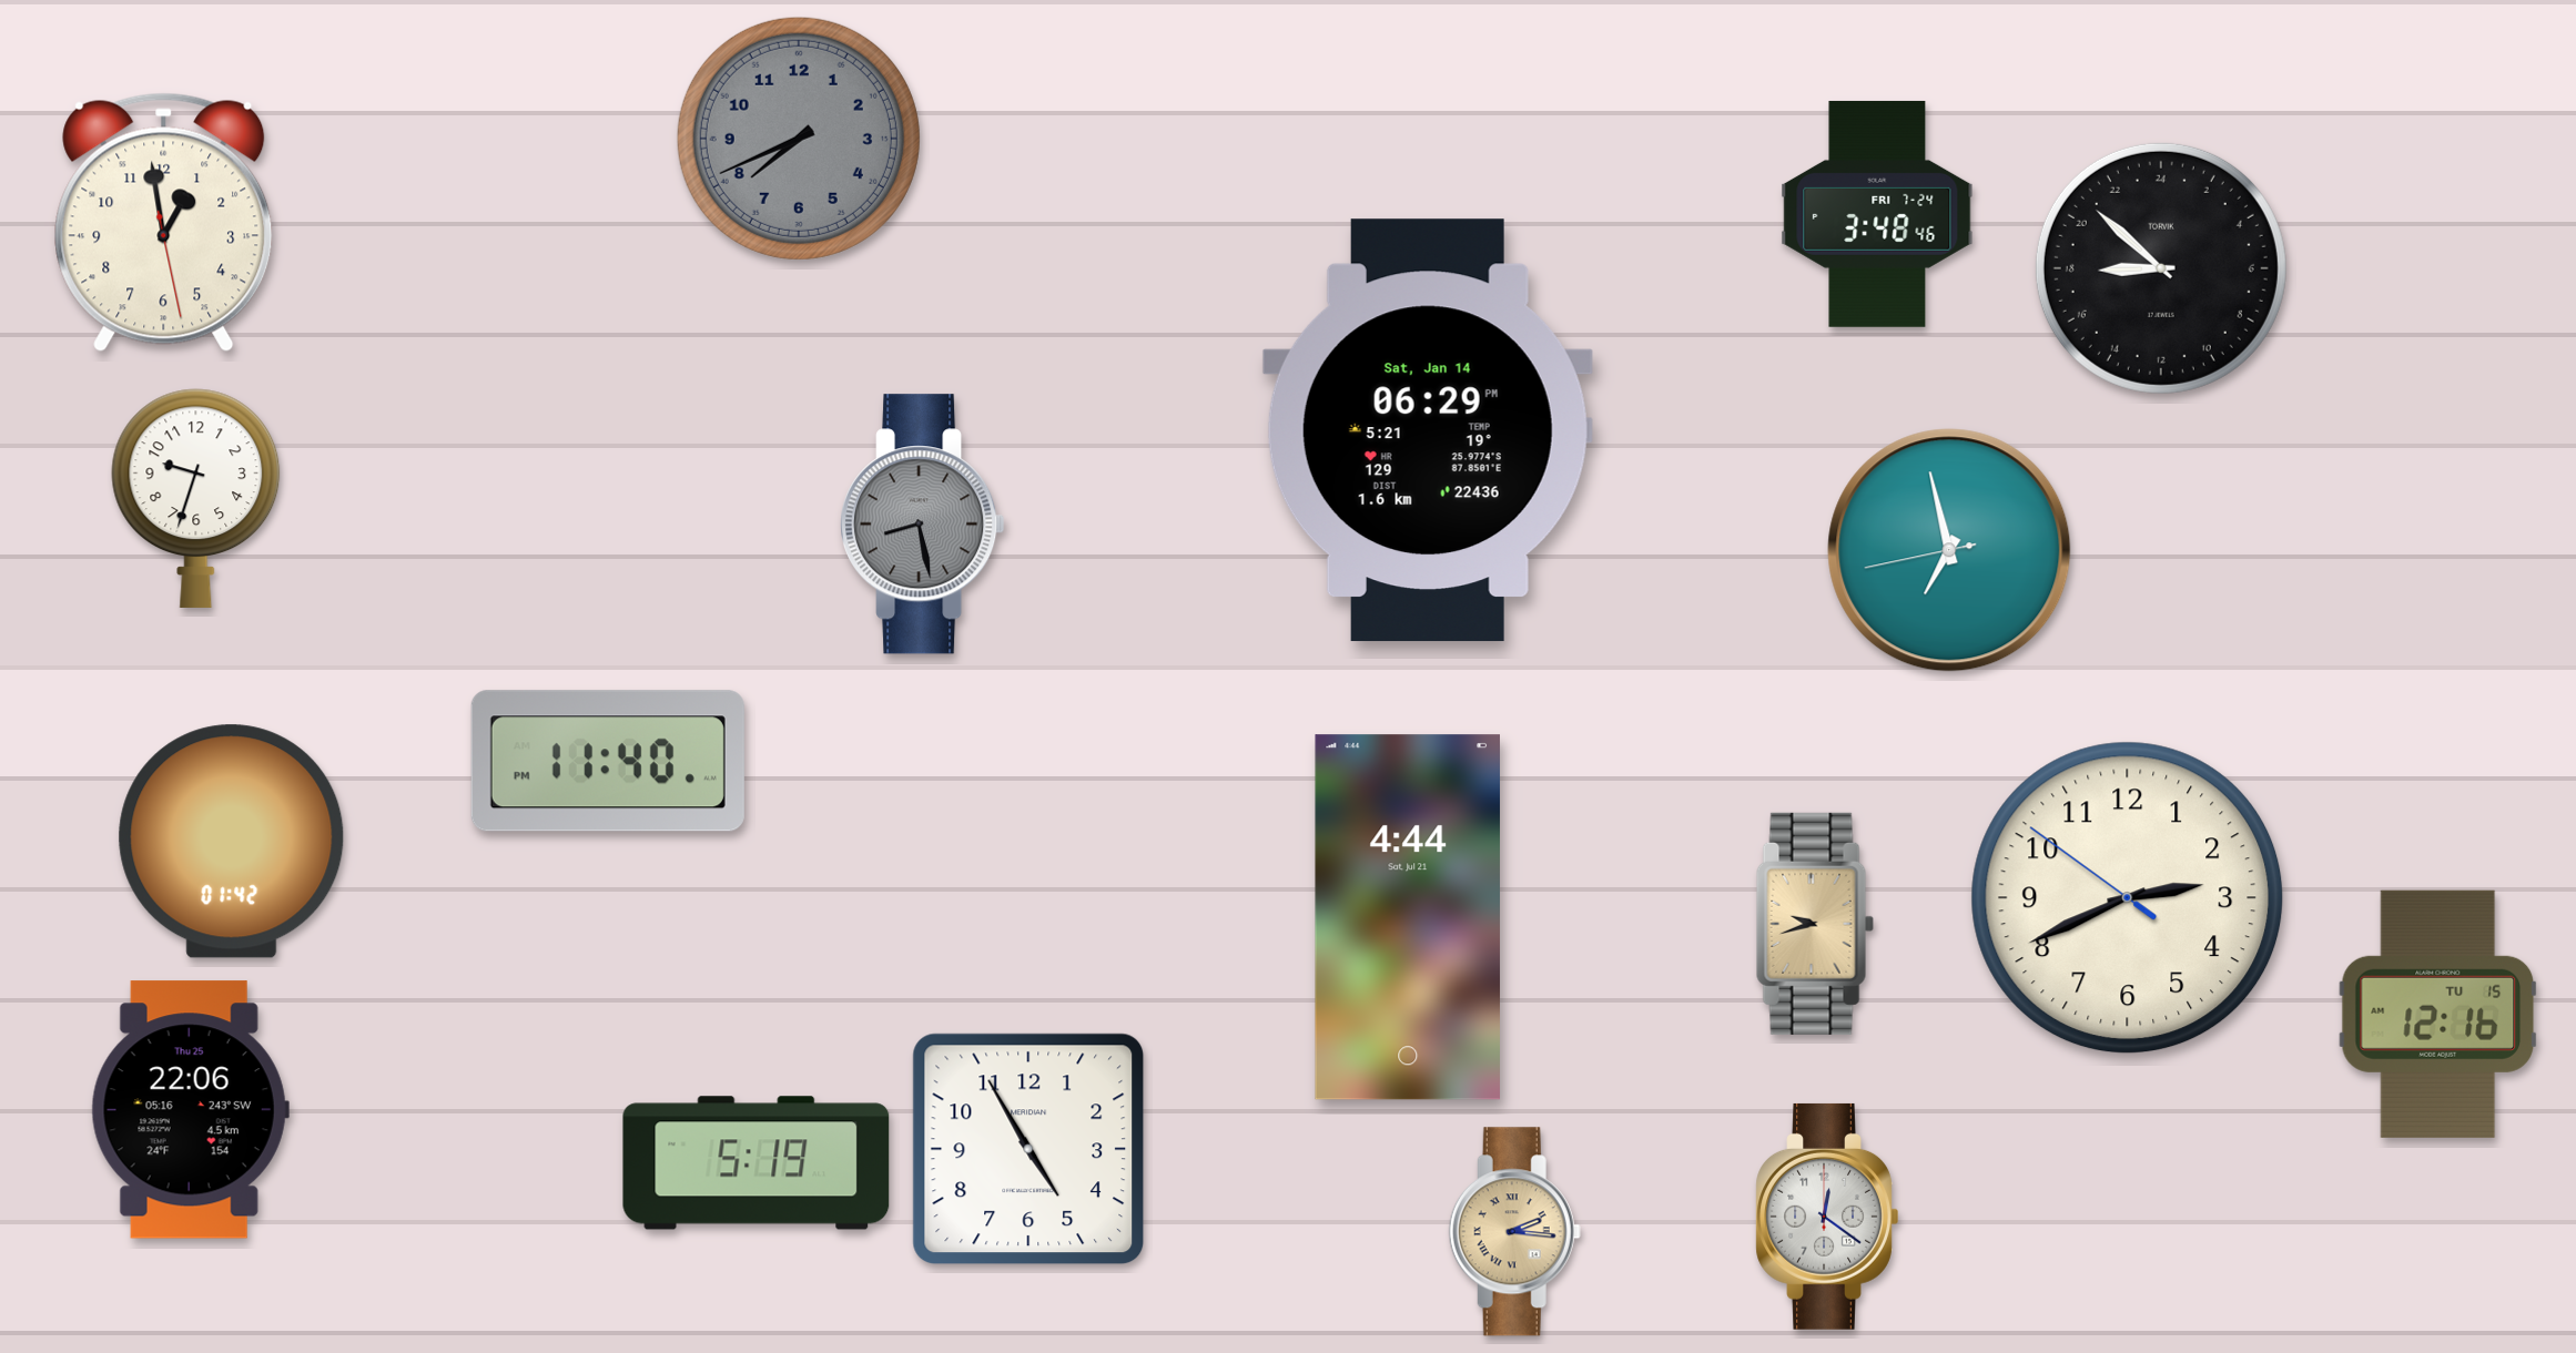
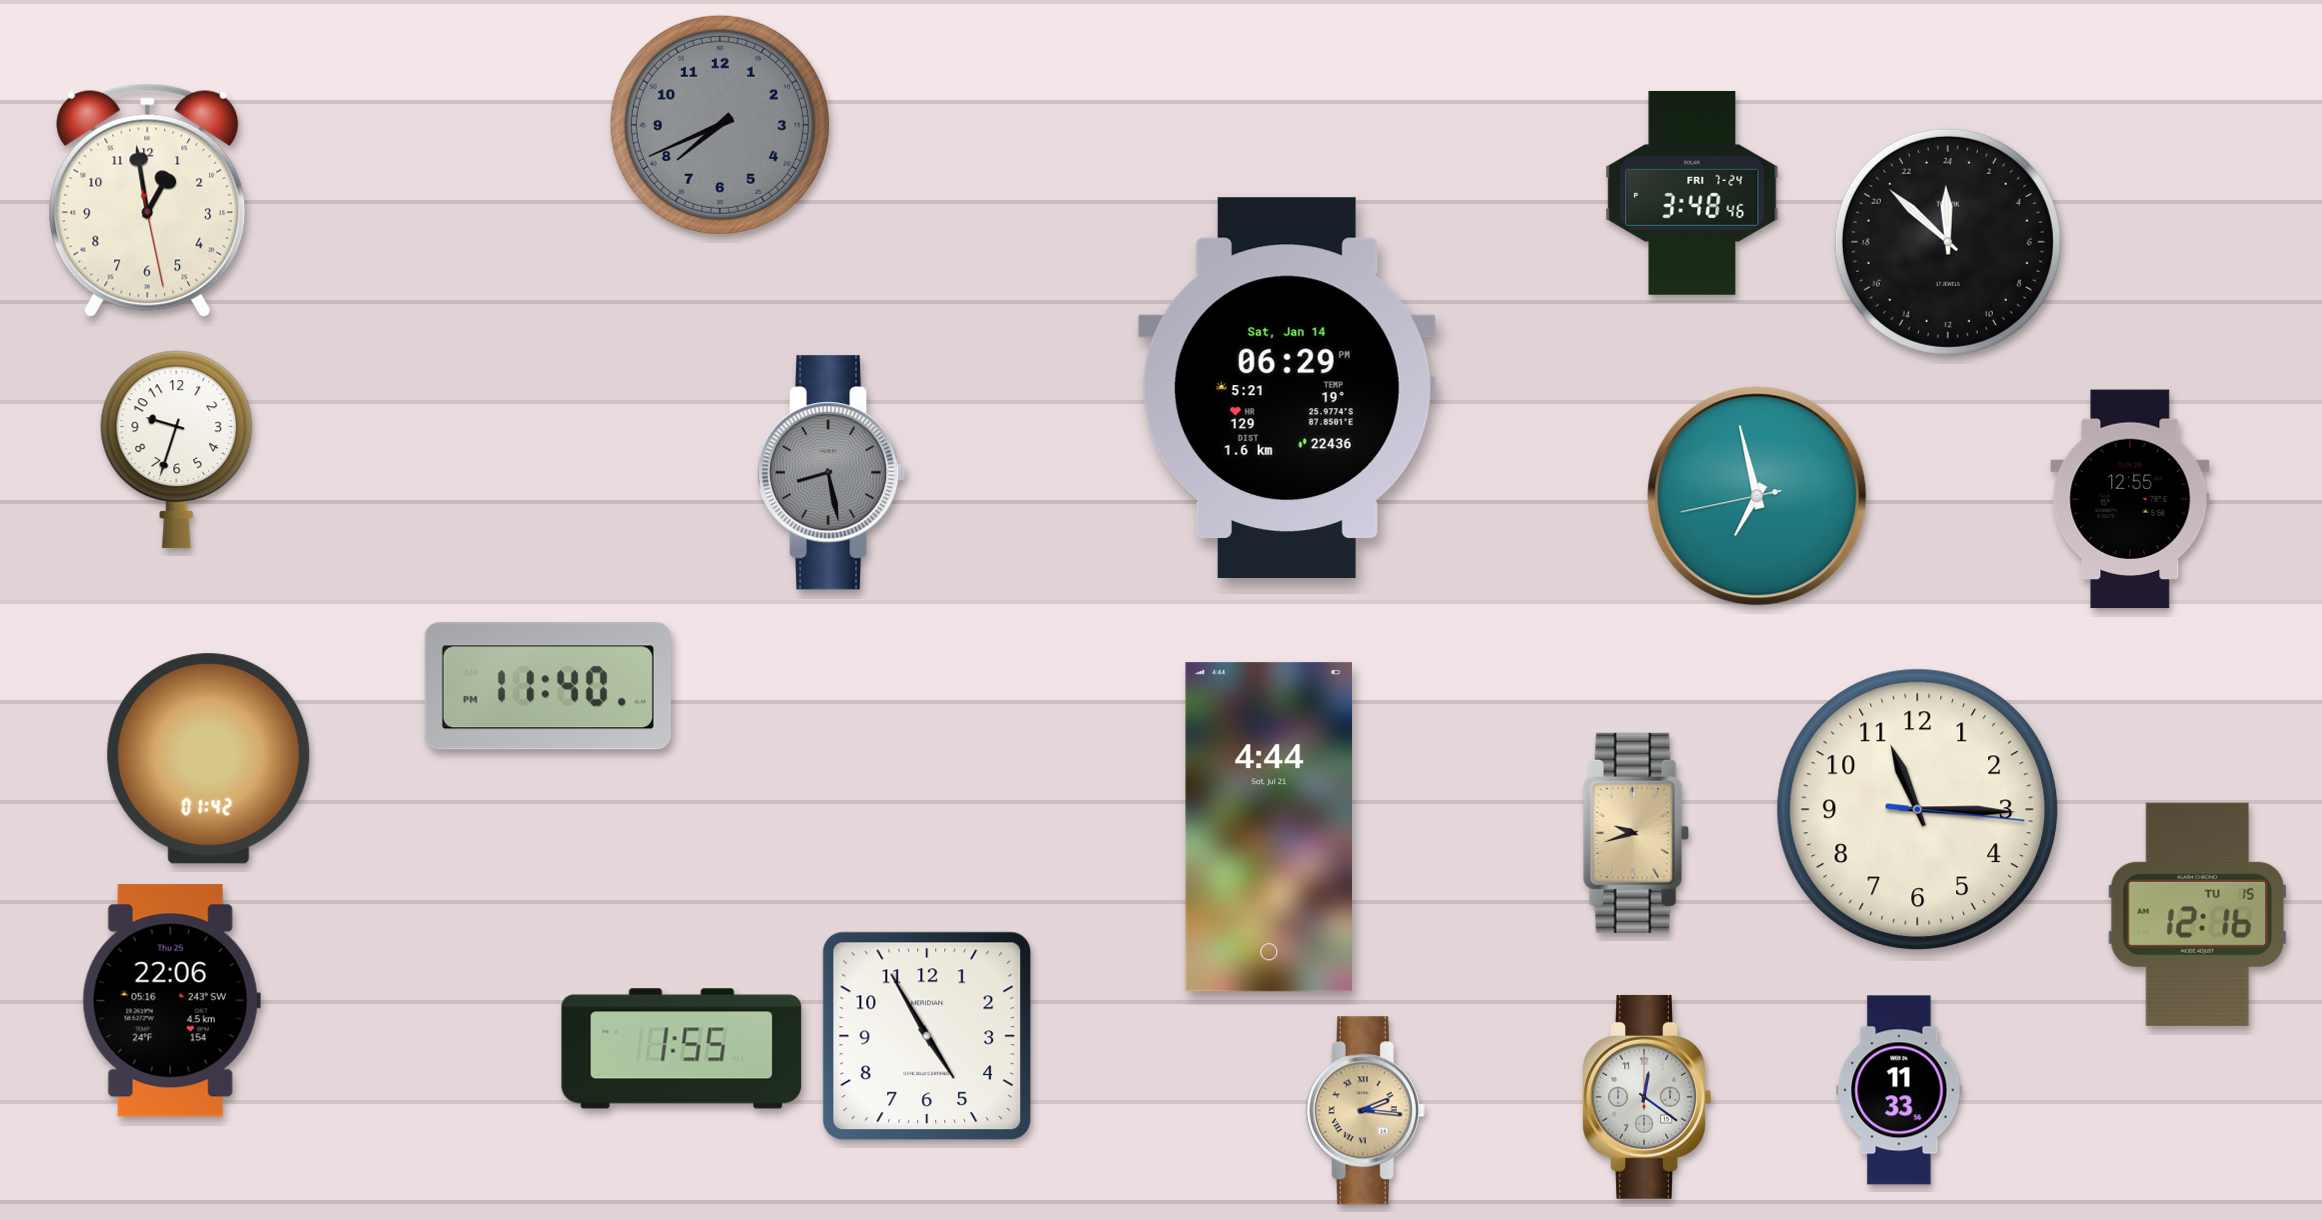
clock at (2161, 268): 17:52 -> 23:52
clock at (2130, 499): none -> 12:55
clock at (2128, 898): 2:40 -> 11:15
clock at (757, 1163): 5:19 -> 1:55
clock at (1899, 1090): none -> 11:33
